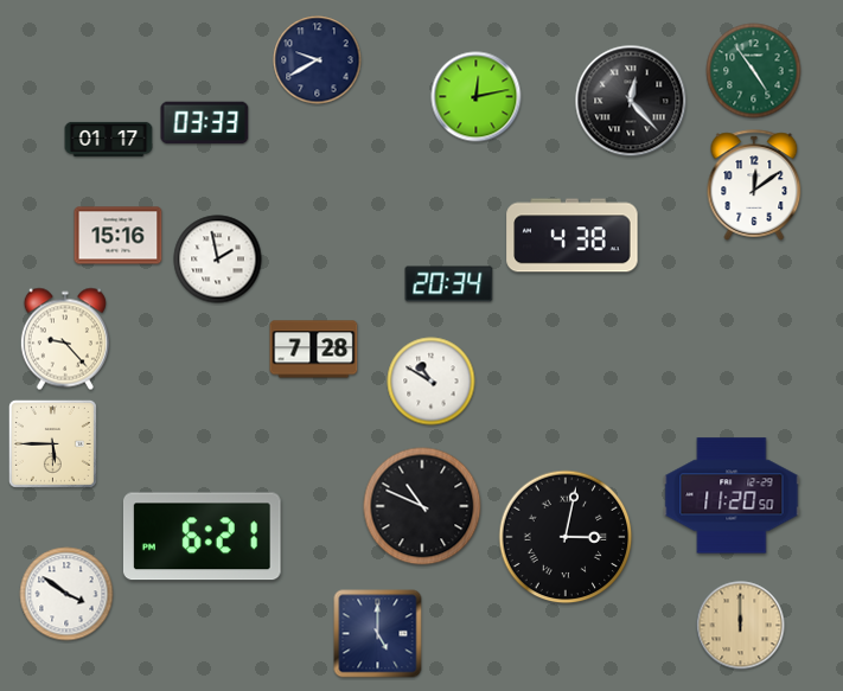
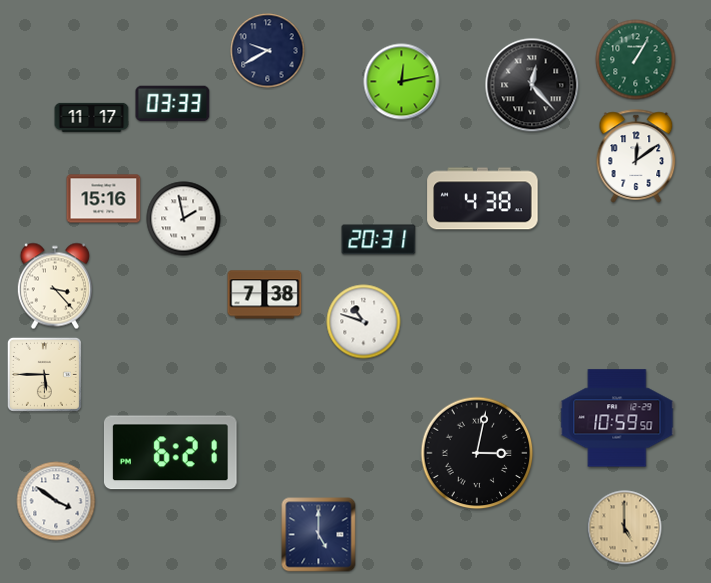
clock at (754, 71): 4:54 -> 1:05
clock at (109, 139): 01:17 -> 11:17
clock at (119, 236) position: (119, 236) -> (104, 199)
clock at (449, 284): 20:34 -> 20:31
clock at (65, 339): 9:23 -> 3:23
clock at (314, 350): 7:28 -> 7:38
clock at (432, 382): 10:50 -> 10:48
clock at (732, 495): 11:20 -> 10:59
clock at (422, 506): 10:49 -> none
clock at (741, 626): 12:00 -> 5:00
